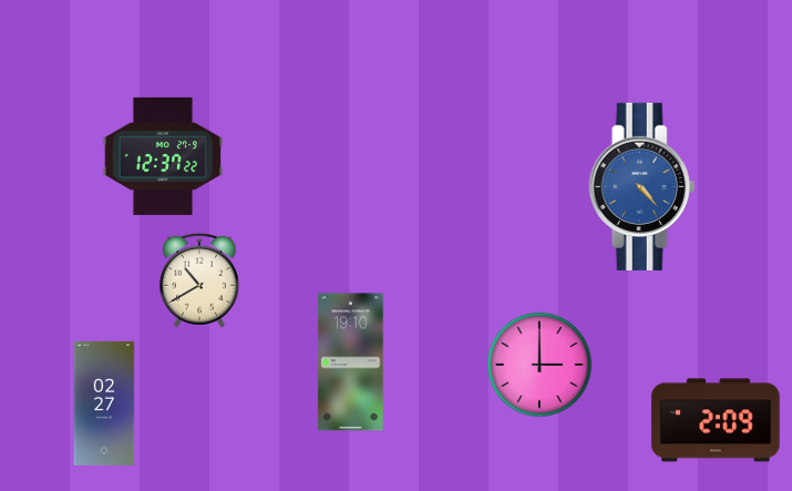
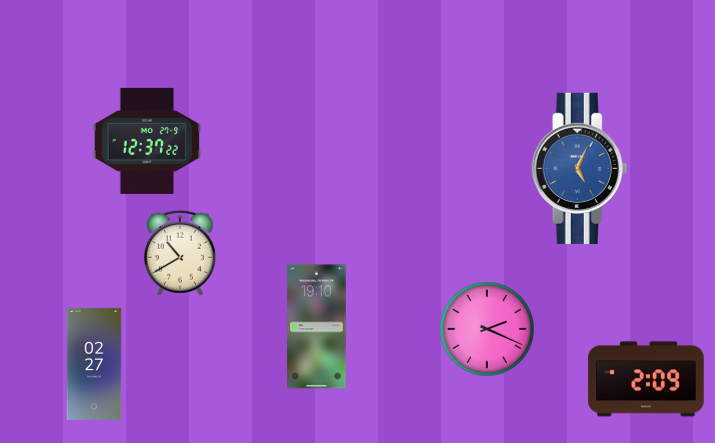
clock at (642, 186): 4:23 -> 5:04
clock at (539, 365): 3:00 -> 2:19
